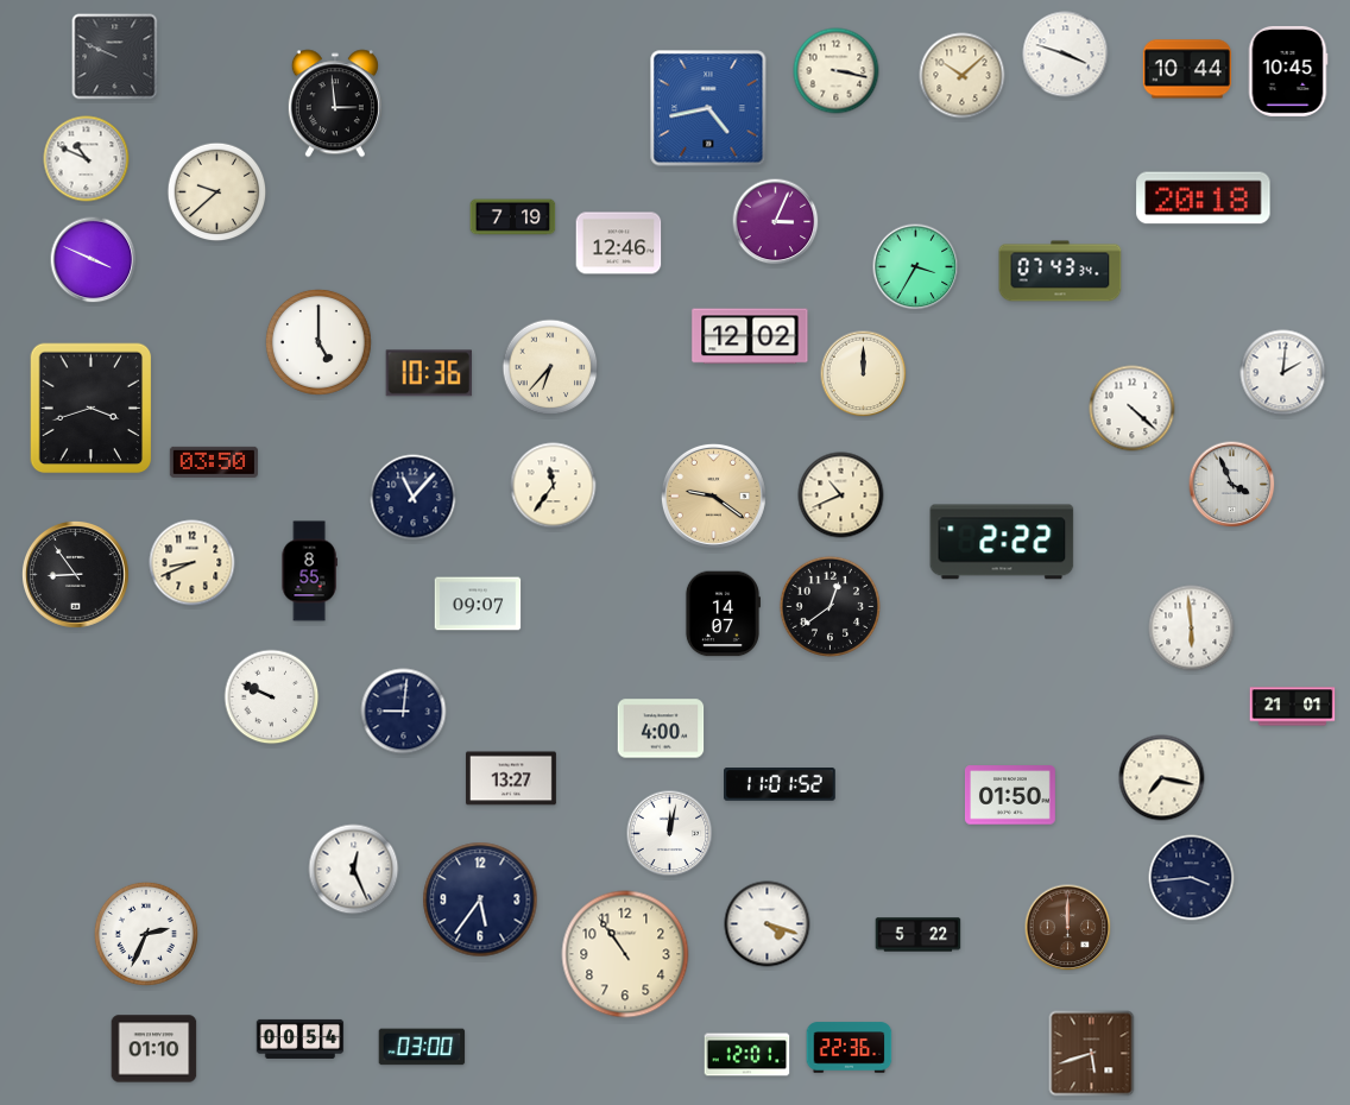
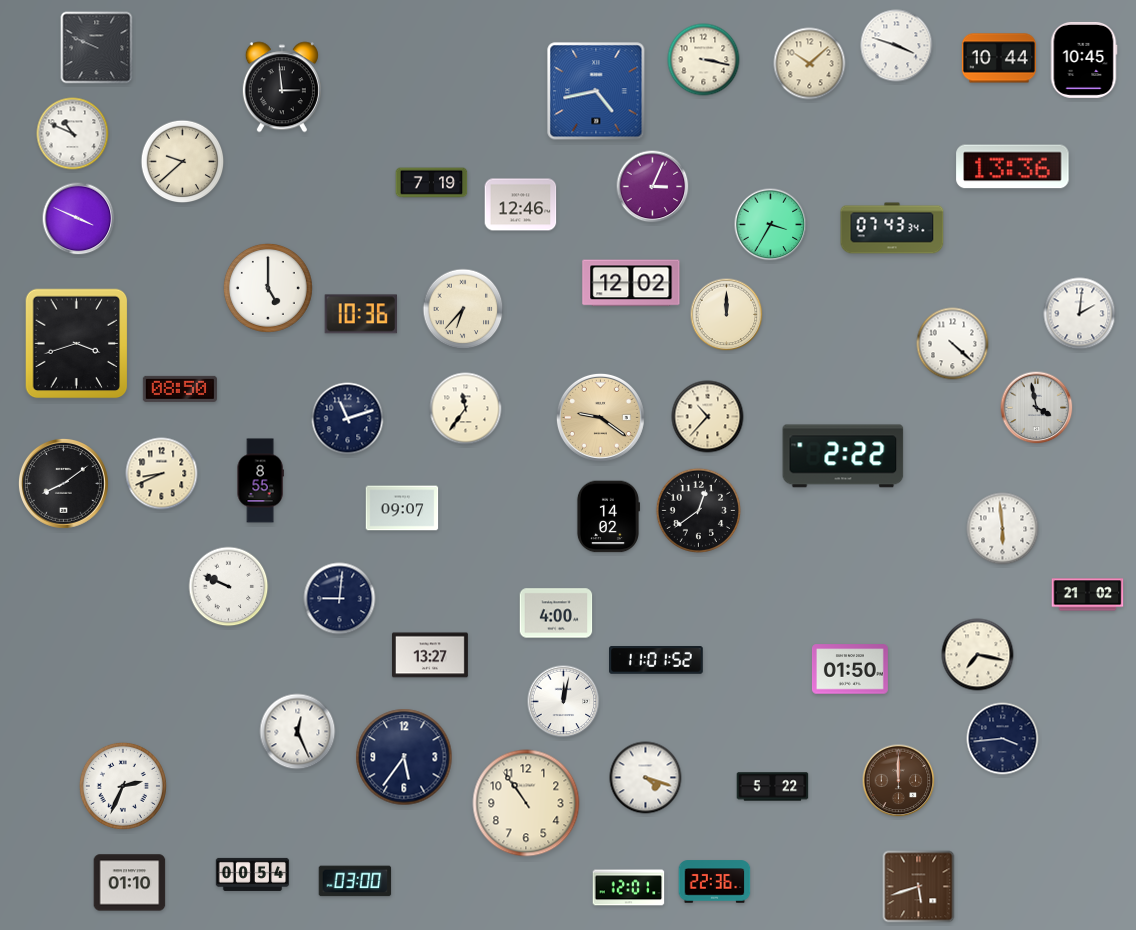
clock at (1204, 198): 20:18 -> 13:36
clock at (214, 462): 03:50 -> 08:50
clock at (1232, 485): 3:56 -> 3:58
clock at (841, 495): 10:41 -> 10:37
clock at (414, 498): 11:07 -> 11:12
clock at (75, 574): 8:54 -> 8:09
clock at (723, 614): 14:07 -> 14:02
clock at (1293, 707): 21:01 -> 21:02
